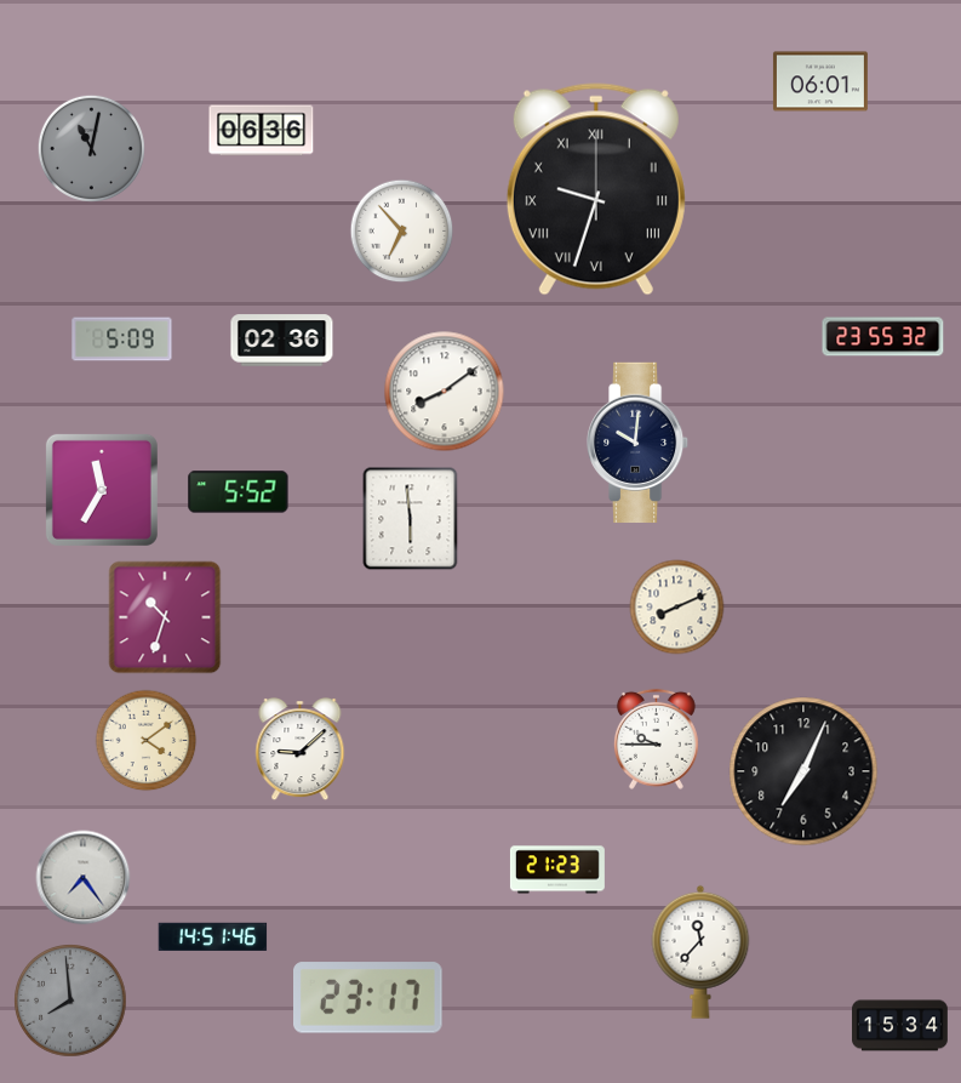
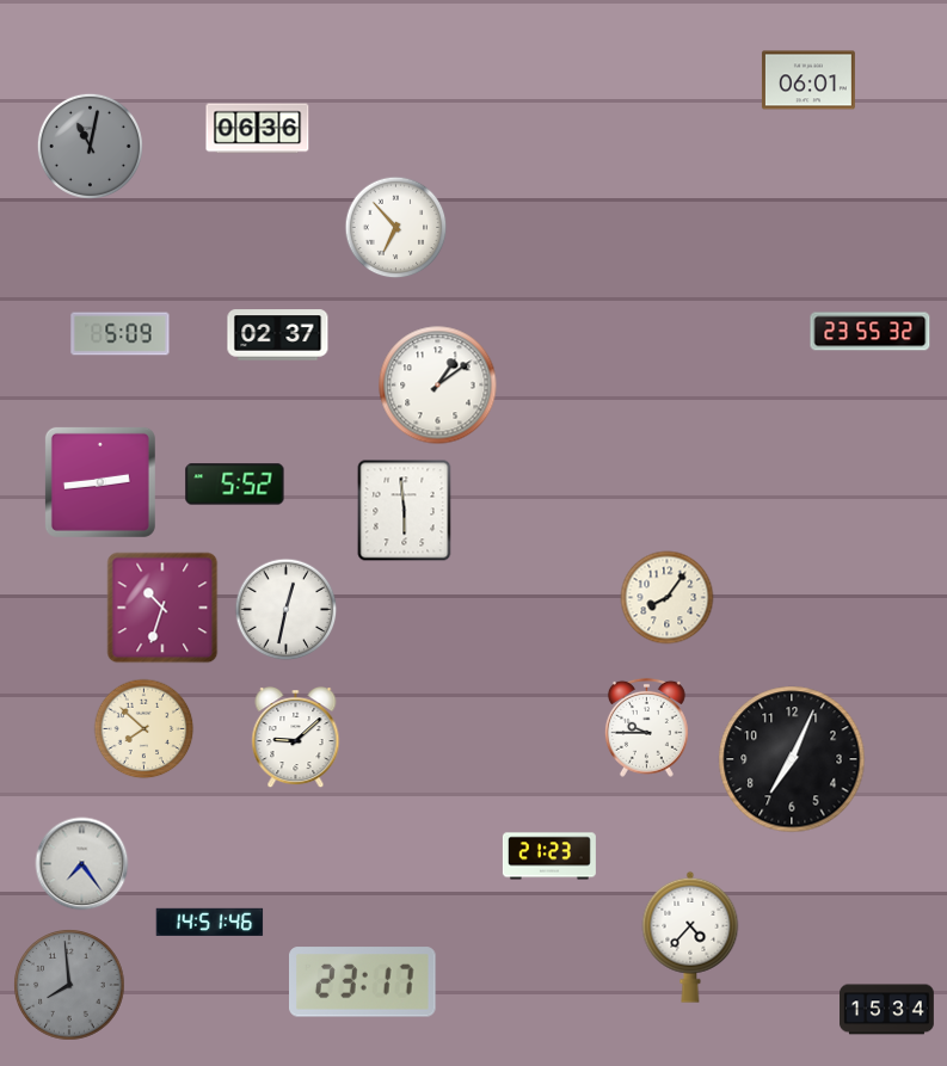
clock at (596, 189): 9:33 -> none
clock at (282, 341): 02:36 -> 02:37
clock at (445, 392): 8:09 -> 1:09
clock at (637, 441): 10:01 -> none
clock at (102, 490): 11:35 -> 2:44
clock at (677, 608): 8:11 -> 8:06
clock at (287, 610): none -> 12:32
clock at (147, 741): 4:09 -> 7:52
clock at (700, 952): 11:37 -> 4:37
